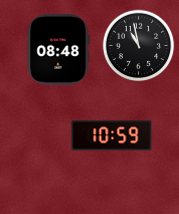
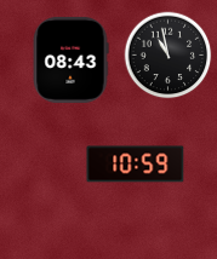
clock at (58, 49): 08:48 -> 08:43
